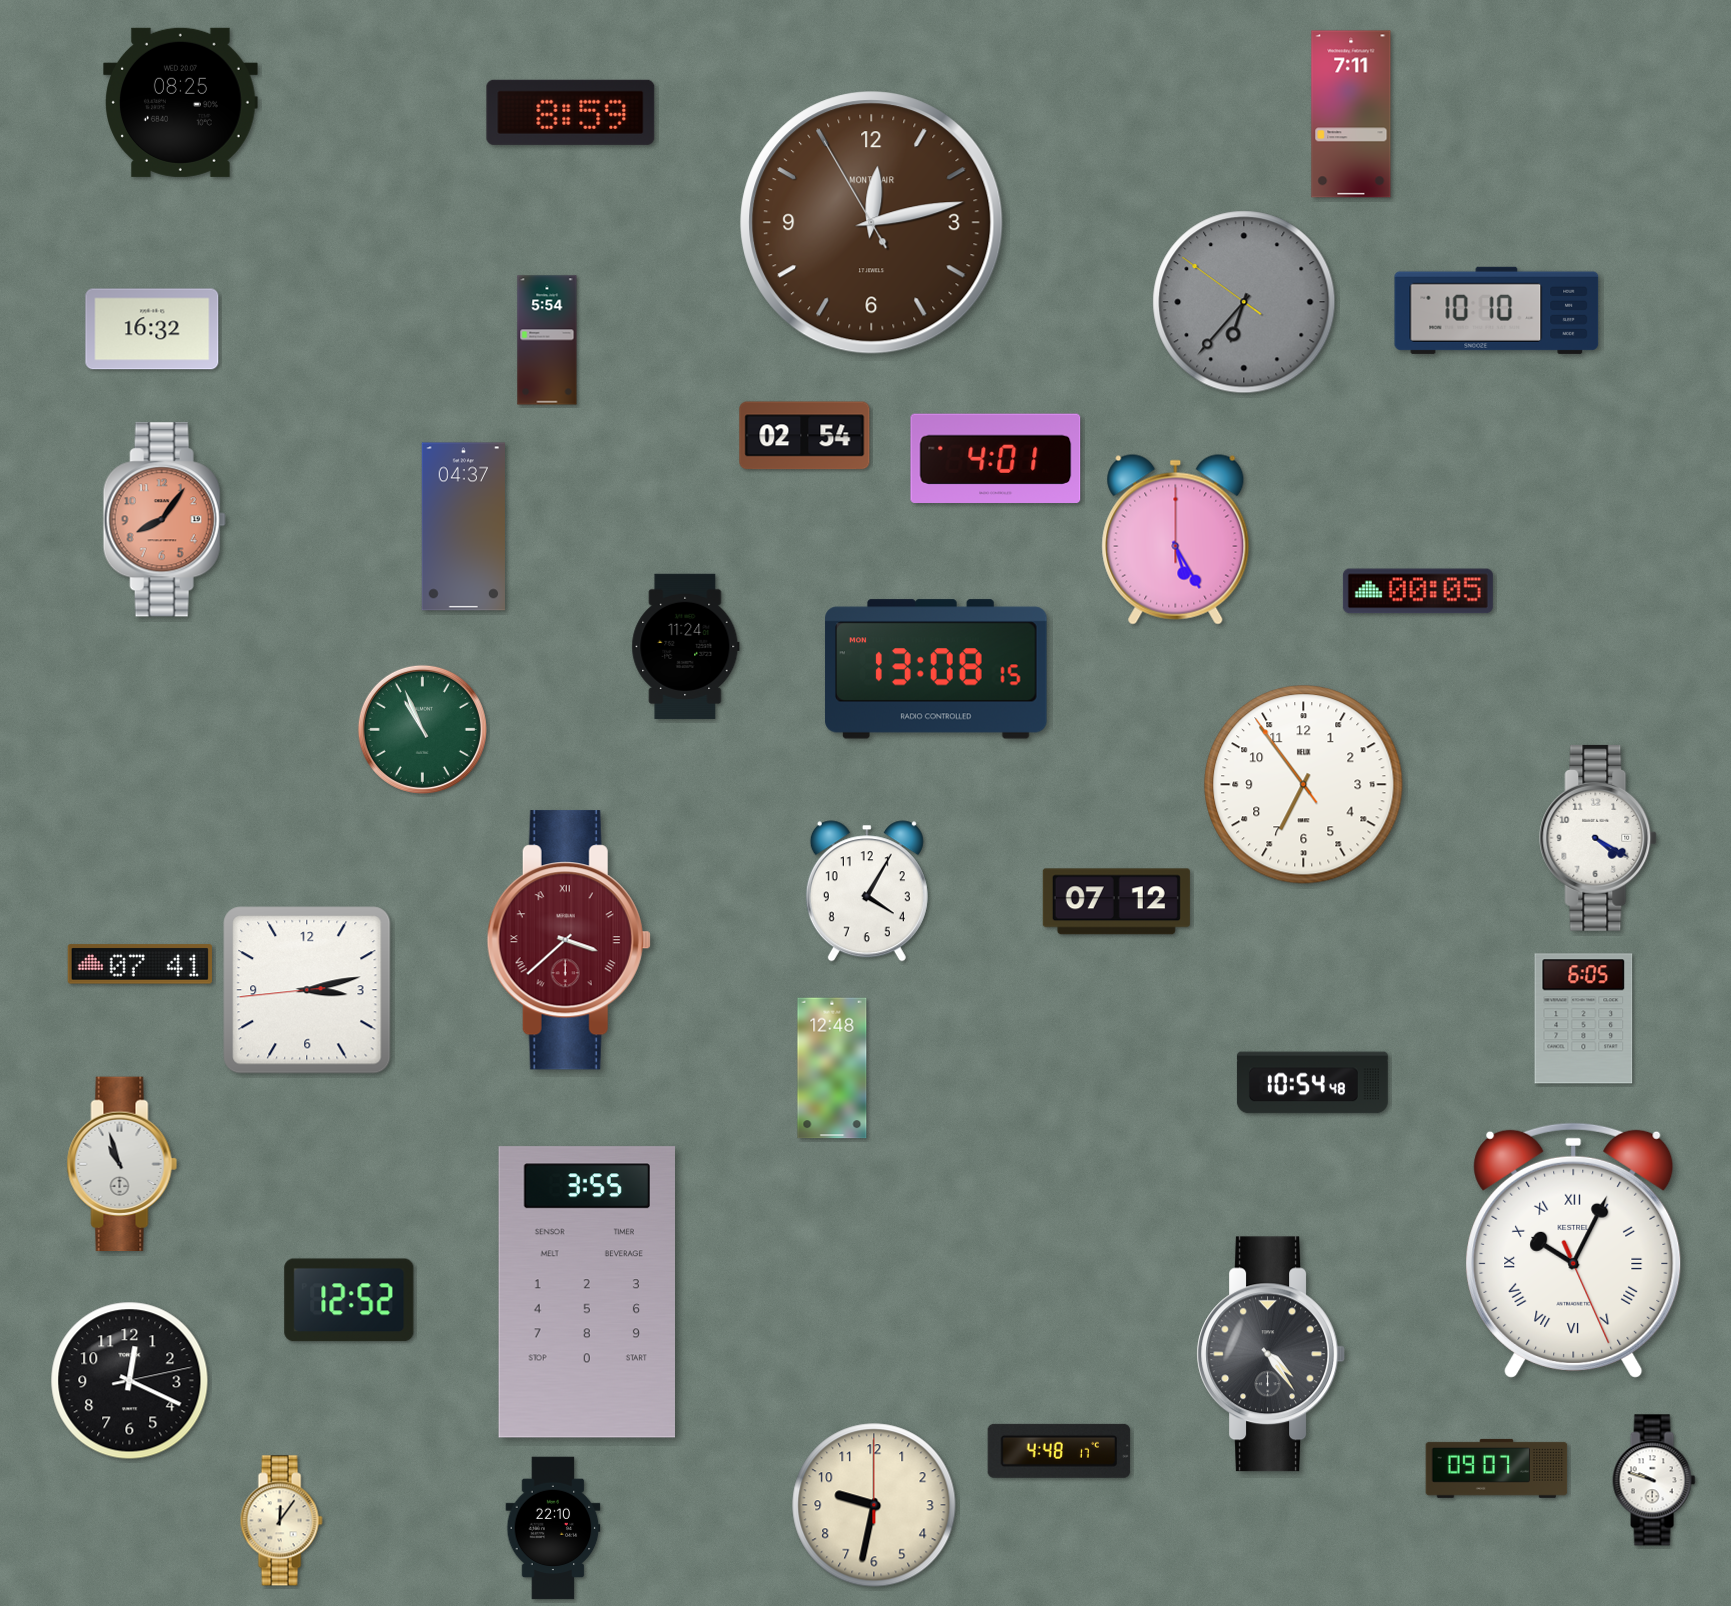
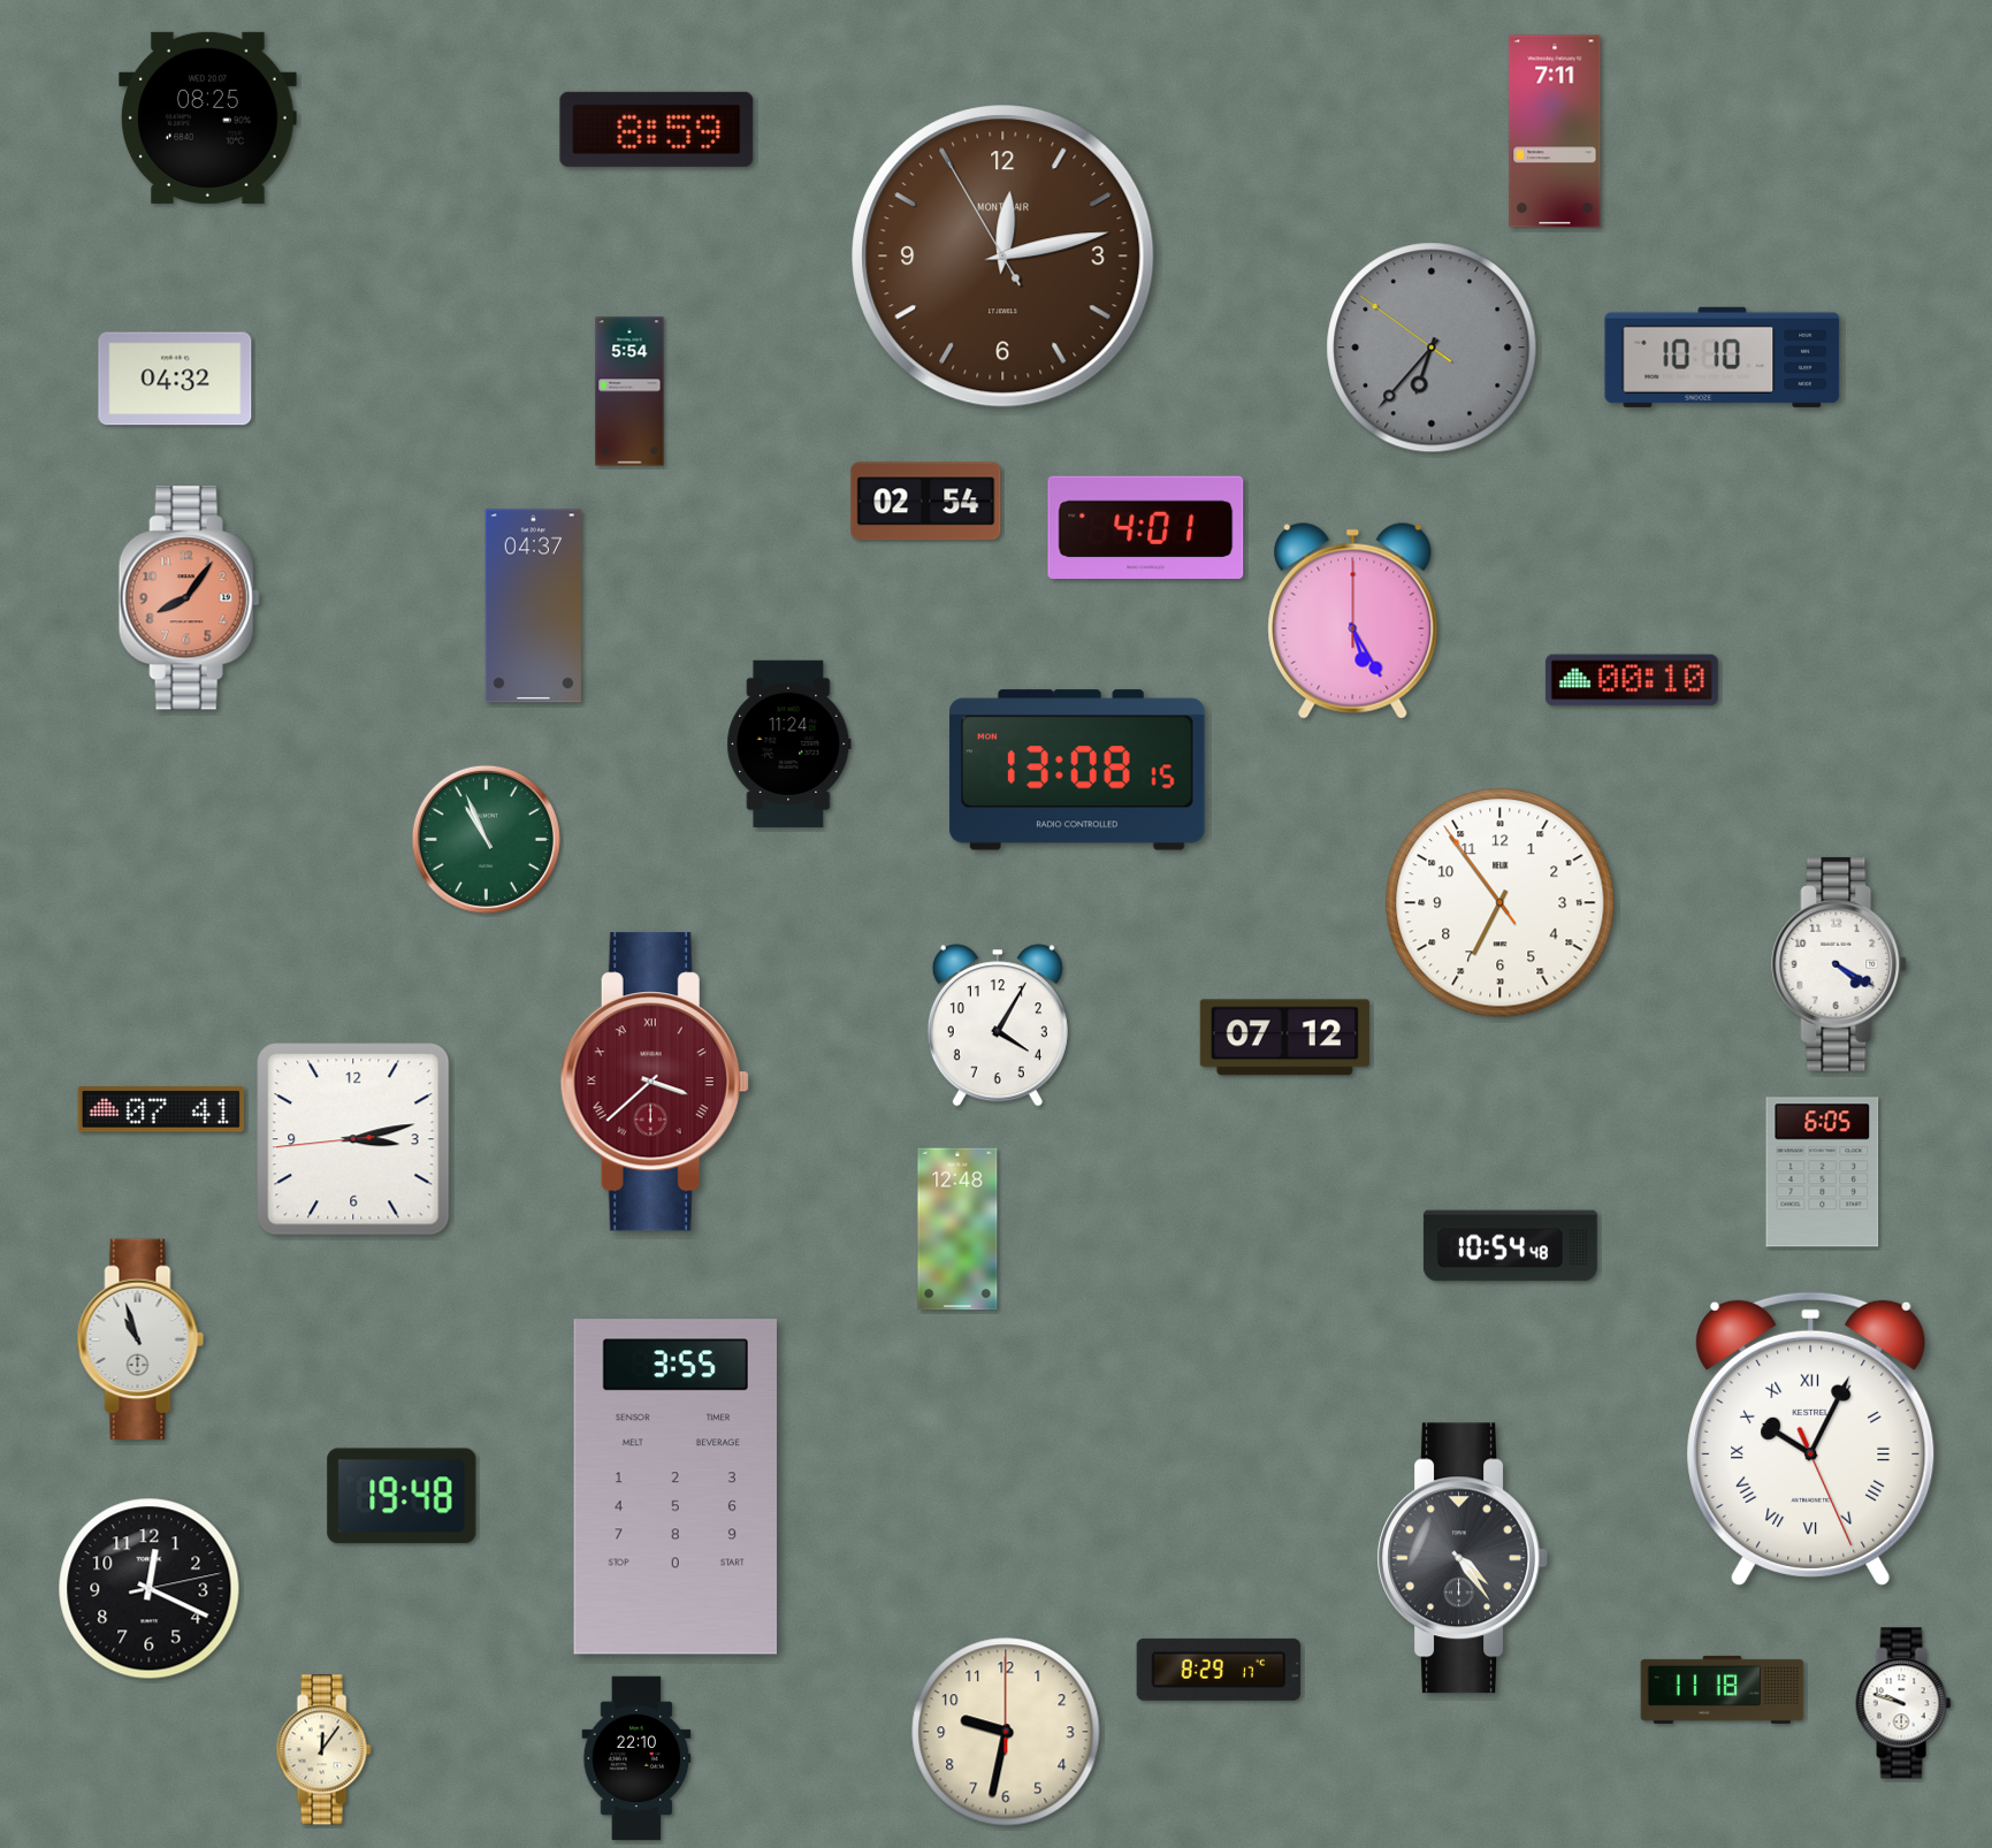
clock at (152, 329): 16:32 -> 04:32
clock at (1418, 591): 00:05 -> 00:10
clock at (349, 1300): 12:52 -> 19:48
clock at (1059, 1451): 4:48 -> 8:29
clock at (1497, 1468): 09:07 -> 11:18
